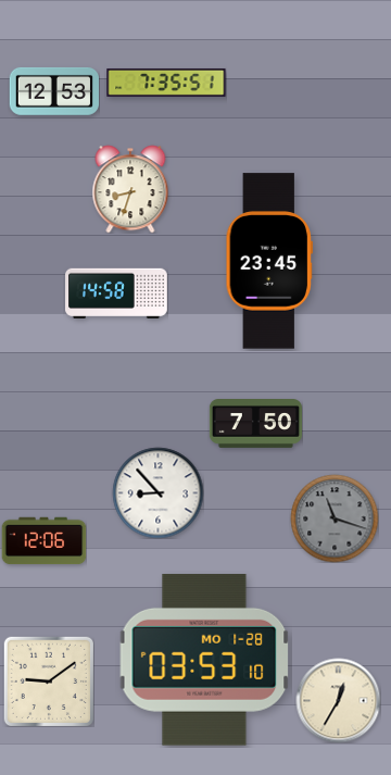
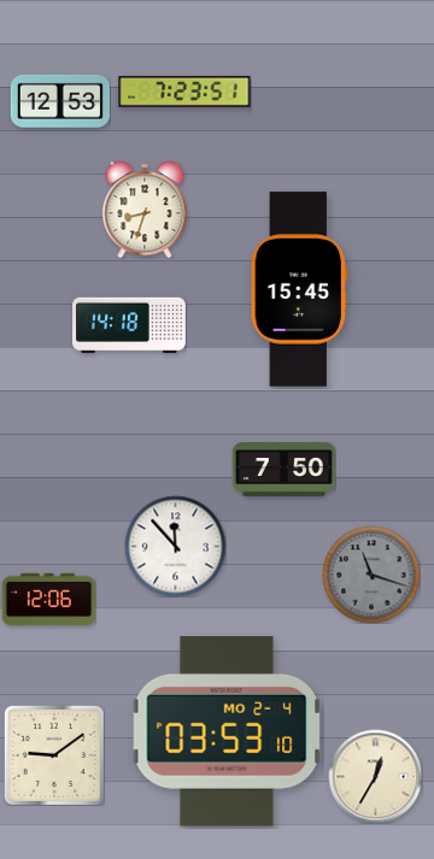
clock at (166, 83): 7:35 -> 7:23
clock at (269, 261): 23:45 -> 15:45
clock at (117, 293): 14:58 -> 14:18
clock at (157, 492): 8:53 -> 11:53
clock at (204, 660) date: MO 1-28 -> MO 2-4
